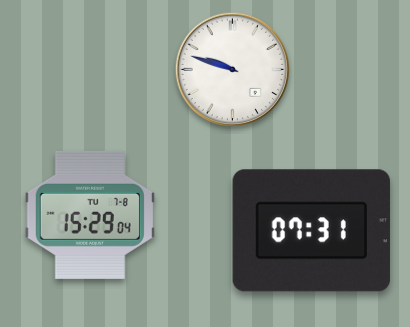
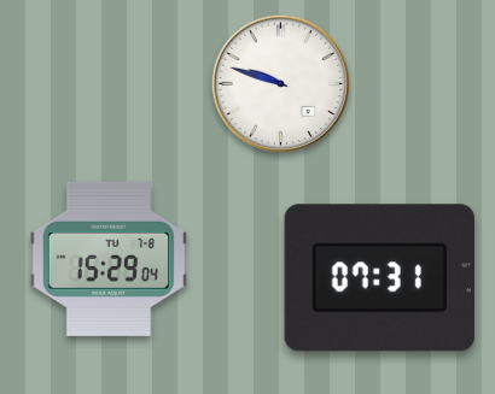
clock at (311, 231) position: (311, 231) -> (379, 278)
